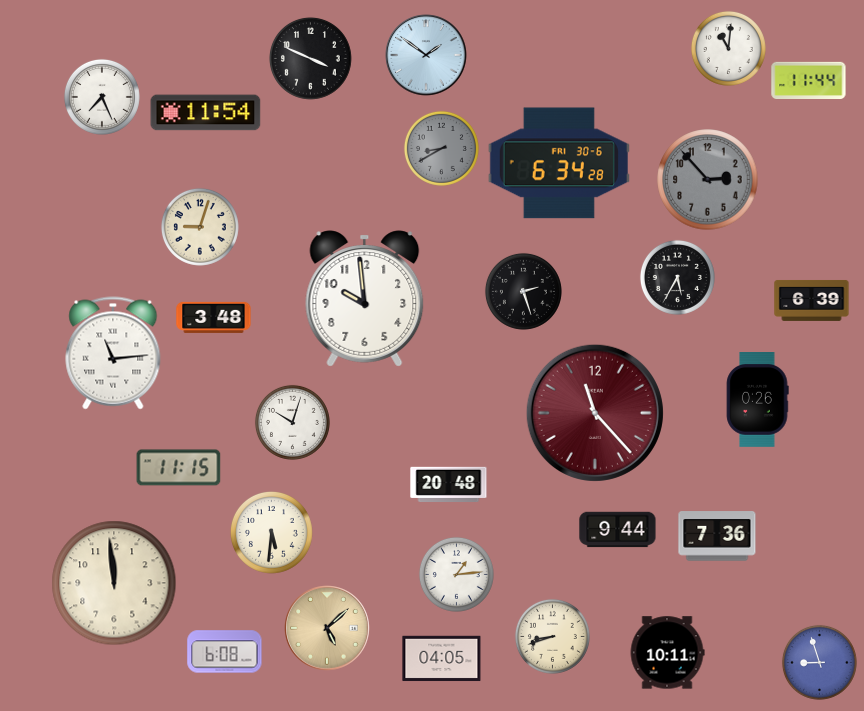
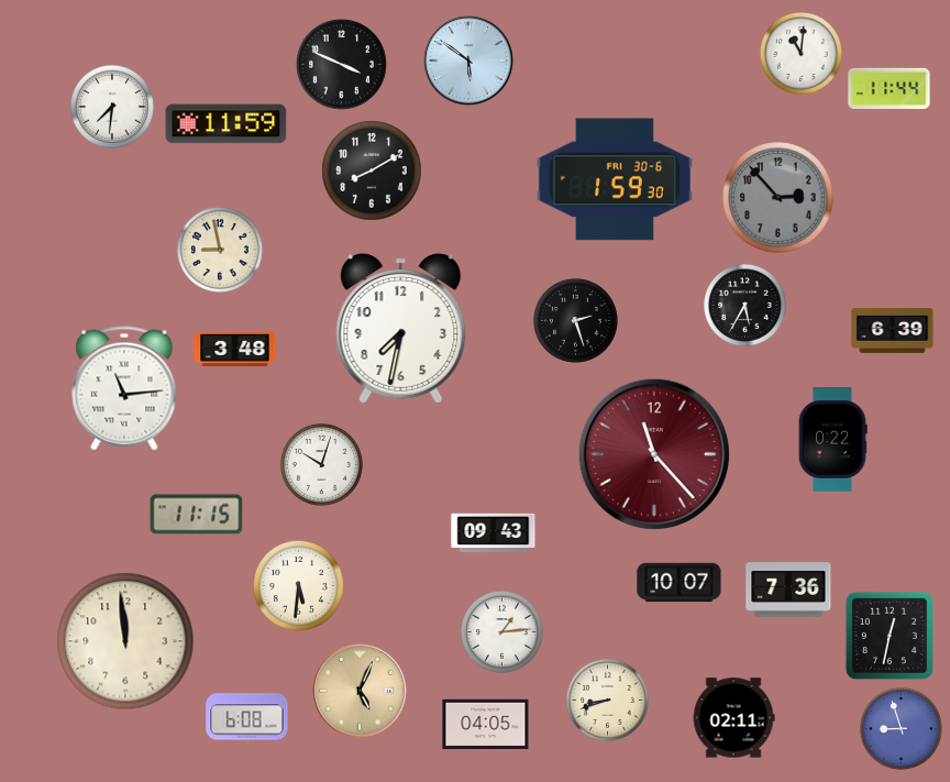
clock at (426, 55): 1:51 -> 5:51
clock at (102, 97): 7:26 -> 7:31
clock at (206, 113): 11:54 -> 11:59
clock at (441, 148): 8:40 -> none
clock at (372, 170): none -> 8:10
clock at (559, 163): 6:34 -> 1:59
clock at (200, 227): 9:03 -> 8:58
clock at (365, 299): 9:59 -> 7:32
clock at (757, 400): 0:26 -> 0:22
clock at (449, 484): 20:48 -> 09:43
clock at (618, 530): 9:44 -> 10:07
clock at (888, 635): none -> 12:32
clock at (327, 628): 5:08 -> 5:04
clock at (667, 653): 10:11 -> 02:11
